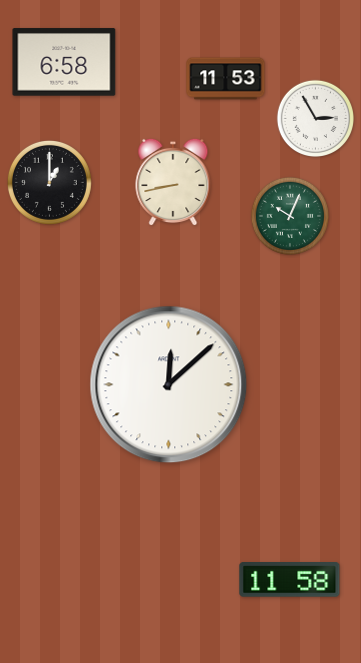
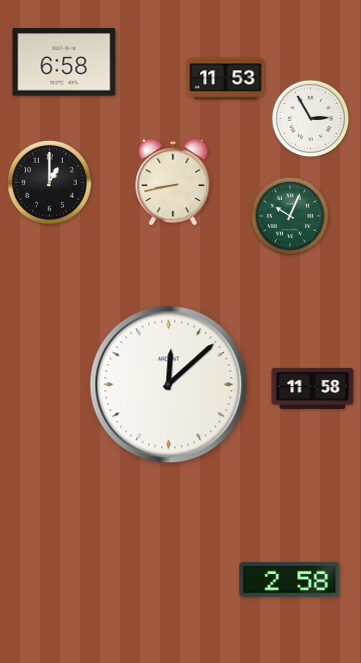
clock at (315, 118) position: (315, 118) -> (310, 118)
clock at (313, 388): none -> 11:58
clock at (290, 580): 11:58 -> 2:58
